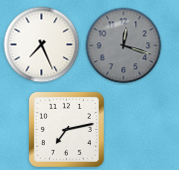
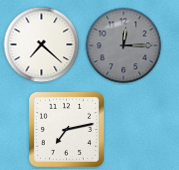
clock at (42, 45): 7:26 -> 7:22
clock at (124, 46): 12:18 -> 12:15
